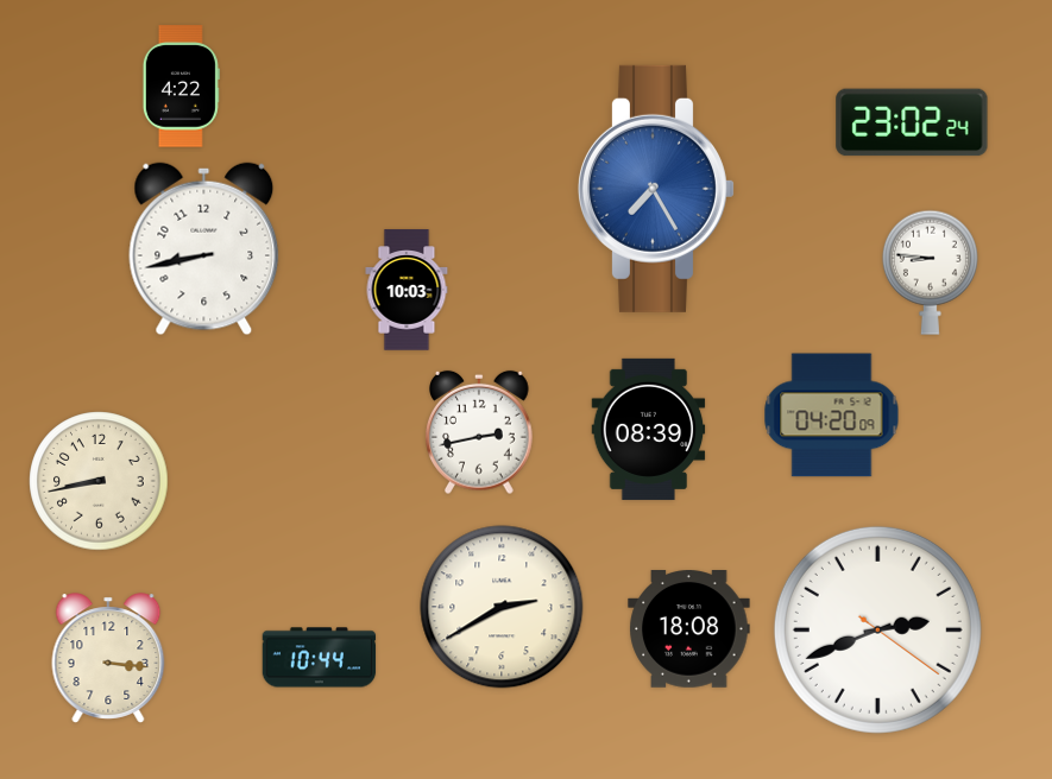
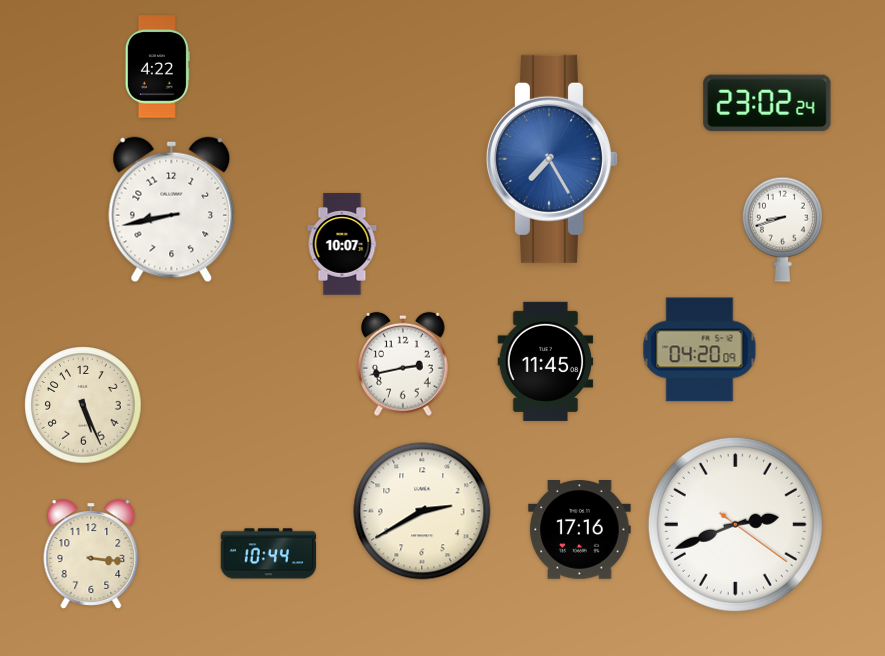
clock at (181, 87) position: (181, 87) -> (157, 67)
clock at (930, 272): 8:46 -> 8:42
clock at (407, 290): 10:03 -> 10:07
clock at (649, 429): 08:39 -> 11:45
clock at (99, 481): 8:43 -> 5:26
clock at (689, 629): 18:08 -> 17:16
clock at (877, 629) position: (877, 629) -> (735, 524)
